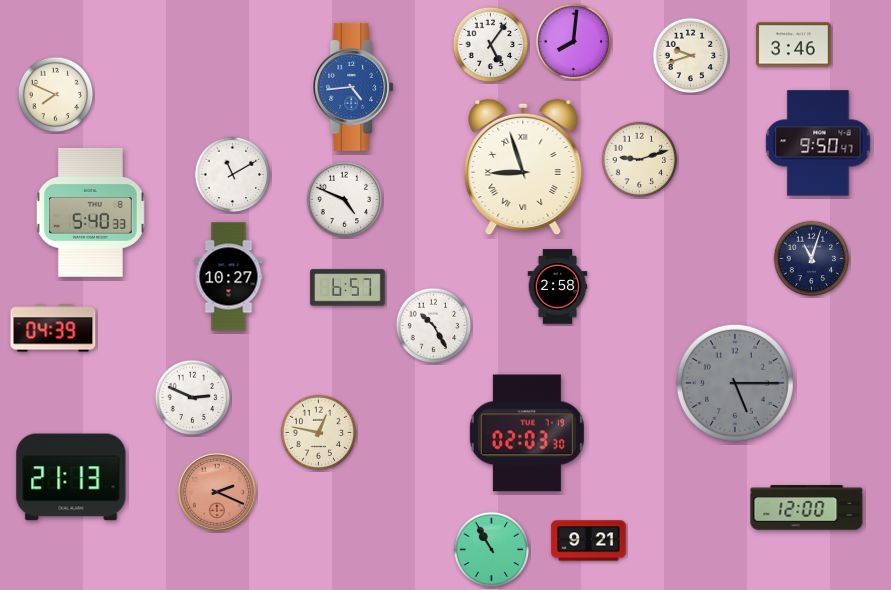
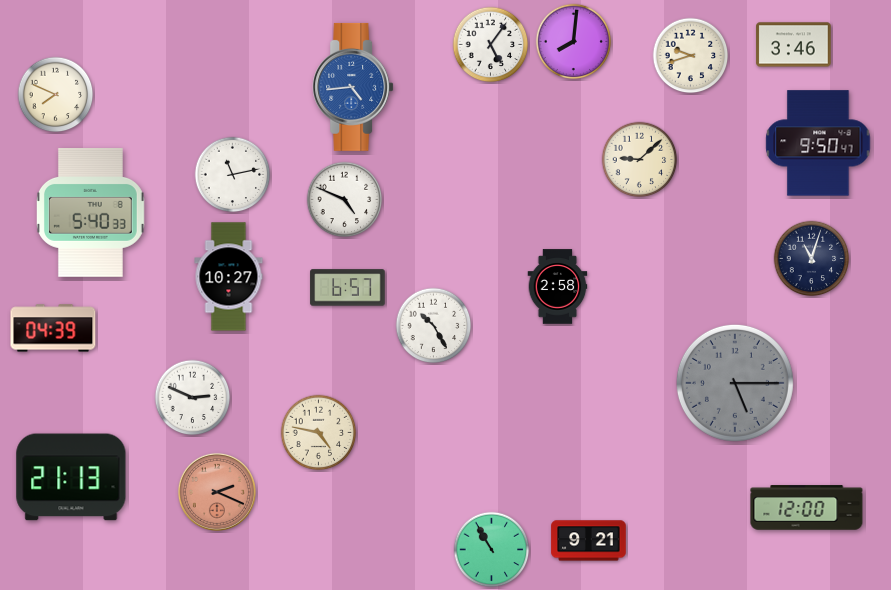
clock at (640, 160): 9:12 -> 9:08
clock at (523, 167): 8:57 -> none
clock at (233, 175): 11:10 -> 11:13
clock at (319, 433): 12:47 -> 4:47
clock at (527, 433): 02:03 -> none
